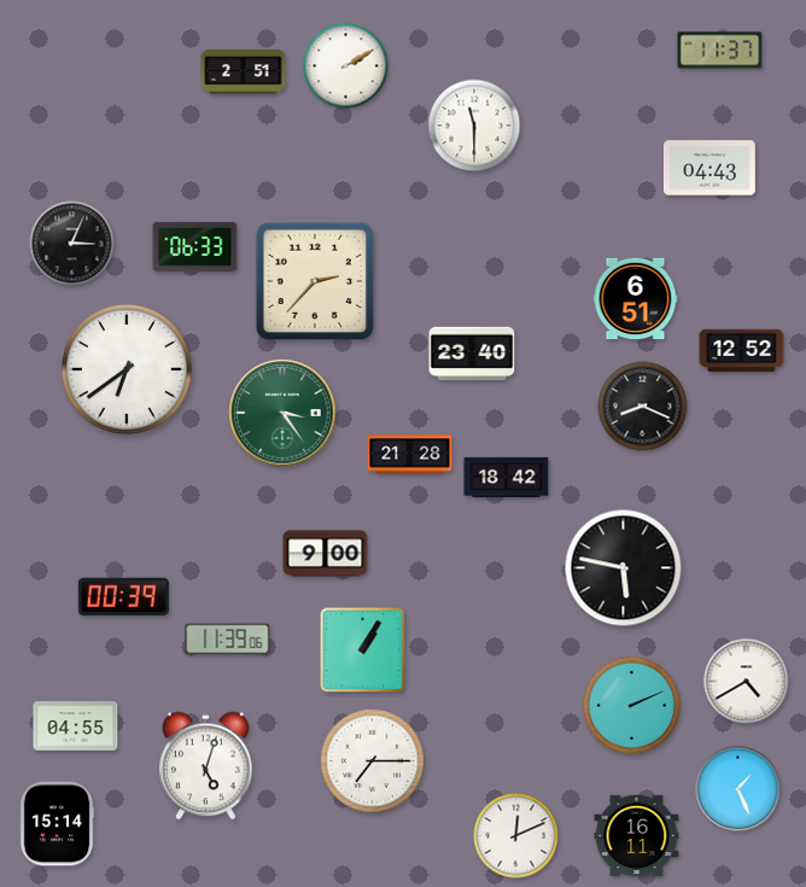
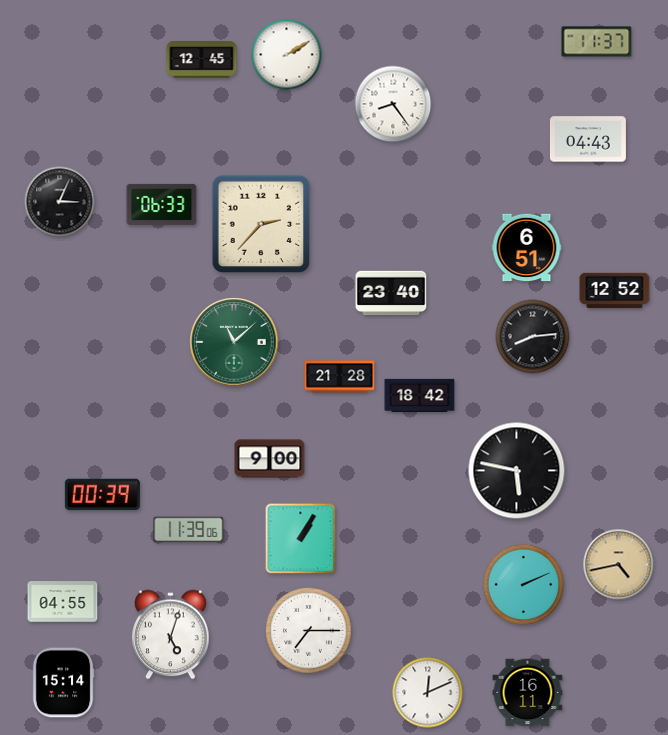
clock at (244, 72): 2:51 -> 12:45
clock at (474, 126): 11:30 -> 8:24
clock at (315, 281) position: (315, 281) -> (261, 224)
clock at (127, 369): 6:39 -> none
clock at (643, 407): 8:19 -> 8:14
clock at (282, 413): 3:24 -> 11:08
clock at (747, 682): 4:40 -> 4:43
clock at (747, 682) dial: white -> champagne
clock at (738, 789): 1:26 -> none
clock at (57, 824) position: (57, 824) -> (63, 683)
